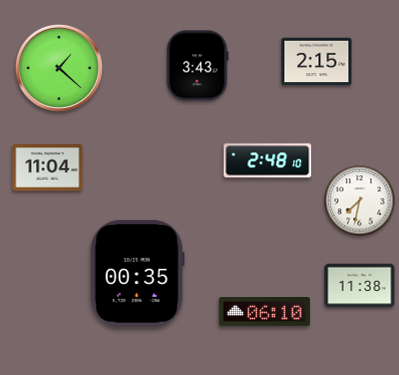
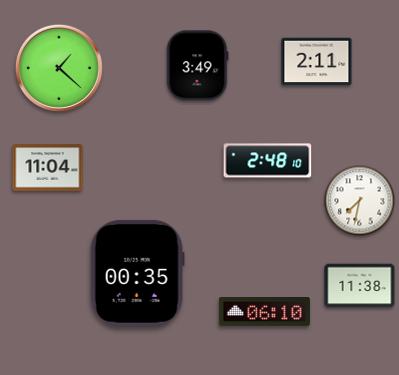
clock at (317, 62): 2:15 -> 2:11
clock at (198, 66): 3:43 -> 3:49
